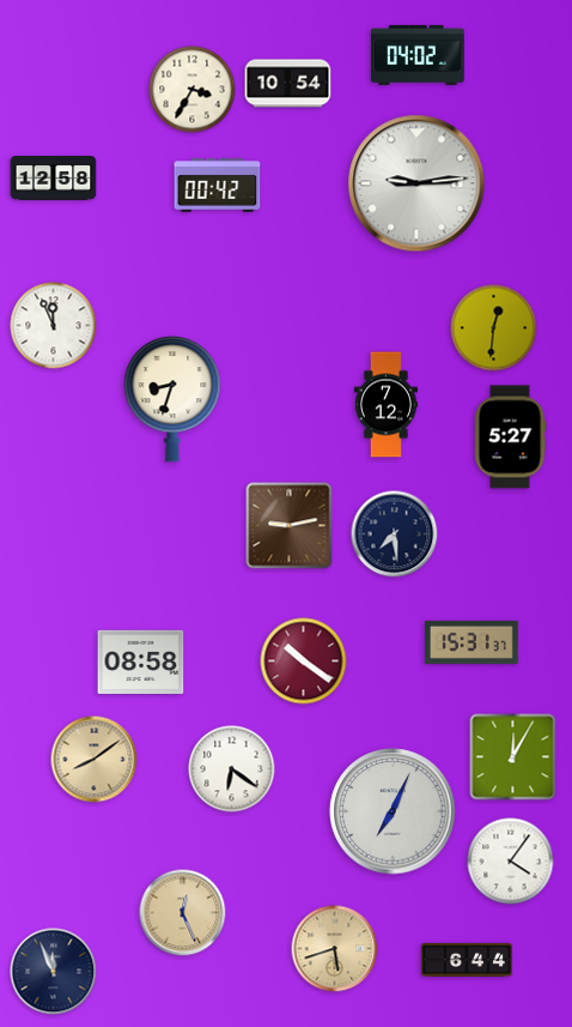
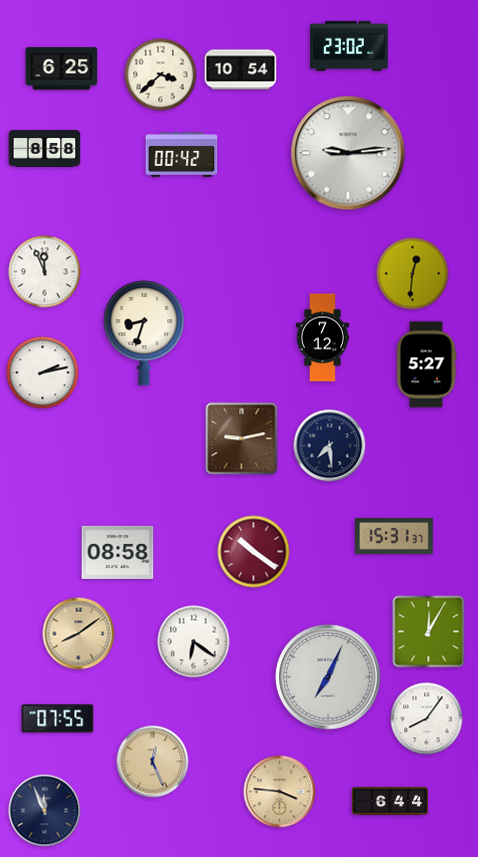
clock at (419, 55): 04:02 -> 23:02
clock at (62, 69): none -> 6:25
clock at (193, 90): 3:35 -> 3:38
clock at (54, 179): 12:58 -> 8:58
clock at (43, 373): none -> 2:13
clock at (58, 719): none -> 07:55
clock at (511, 862): 4:06 -> 8:06
clock at (335, 949): 5:42 -> 3:46
